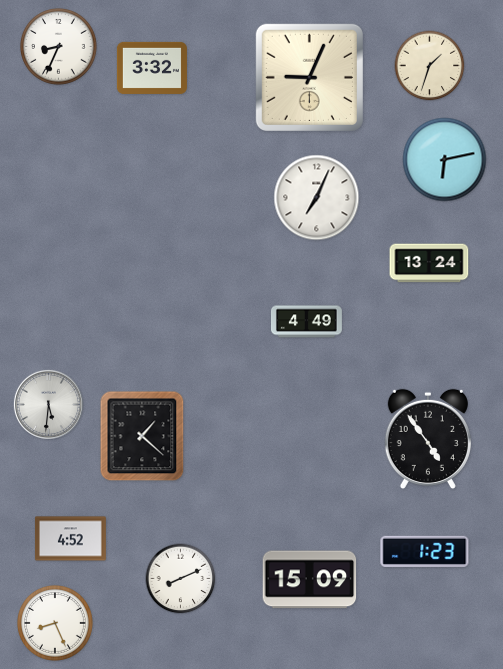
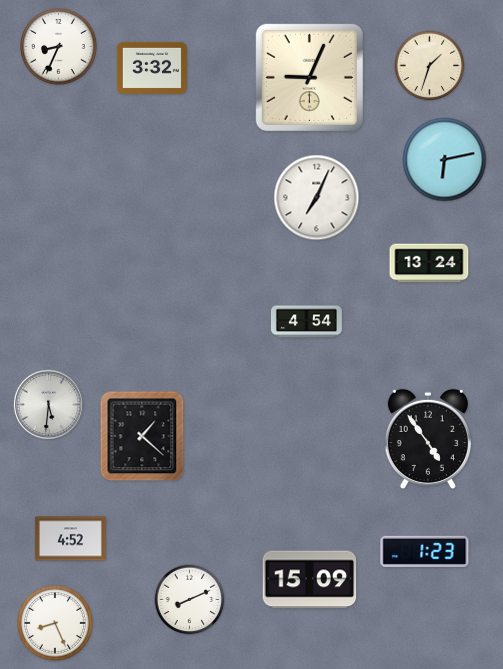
clock at (306, 322): 4:49 -> 4:54
clock at (181, 579) position: (181, 579) -> (190, 600)
